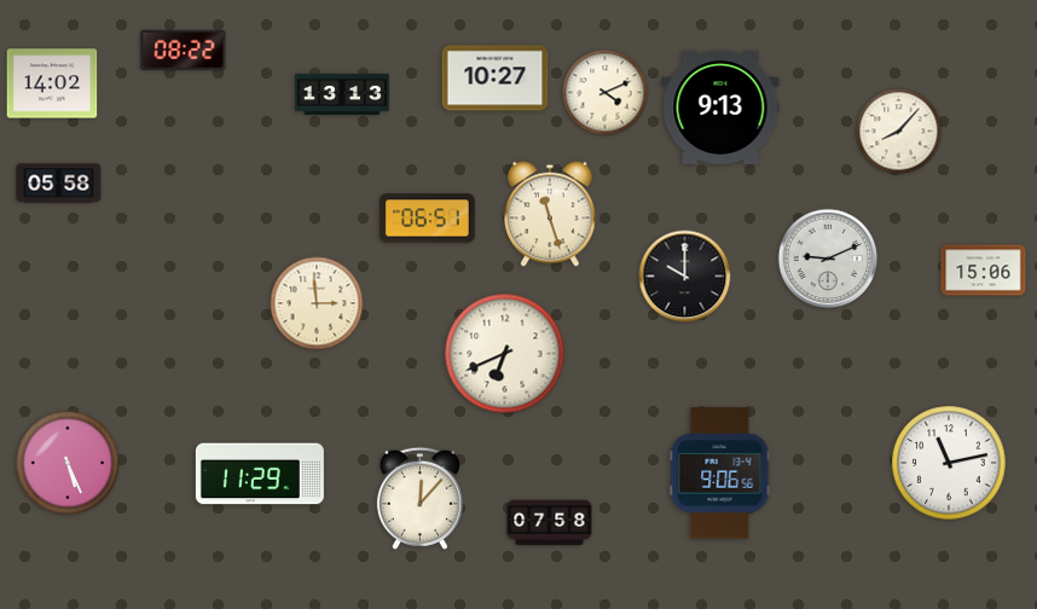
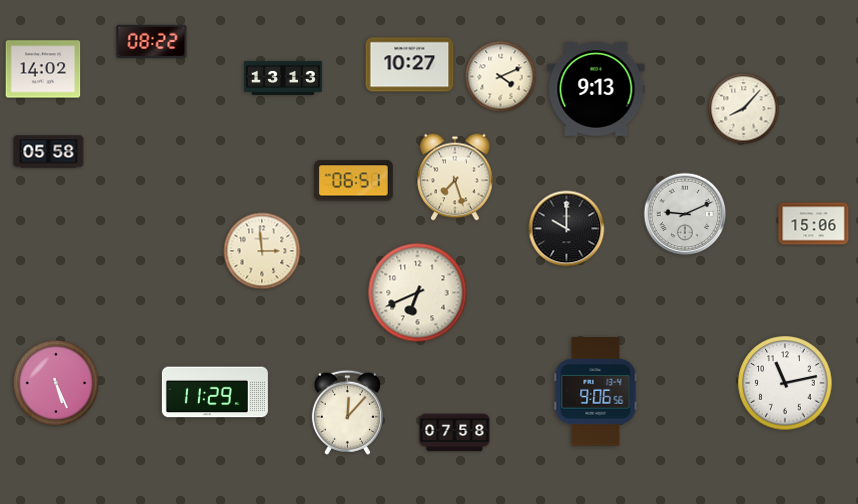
clock at (550, 214): 11:27 -> 7:27
